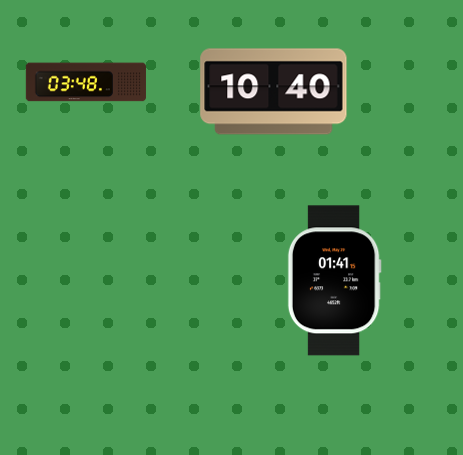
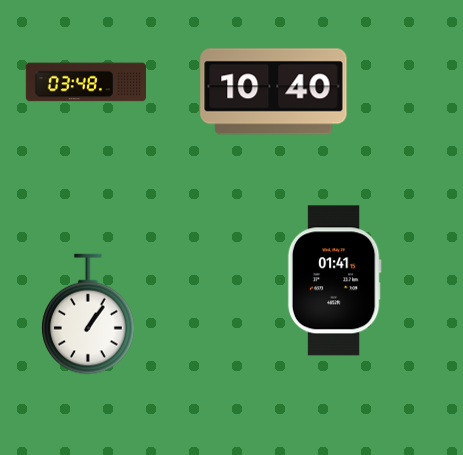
clock at (89, 314): none -> 1:06
